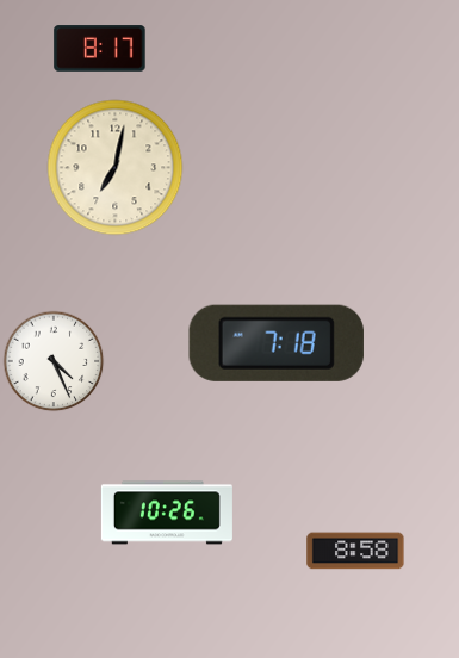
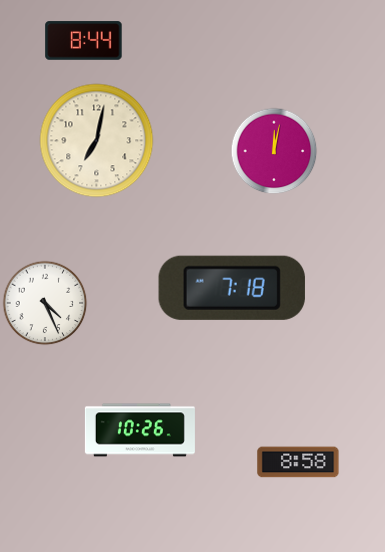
clock at (100, 49): 8:17 -> 8:44
clock at (274, 151): none -> 12:02
